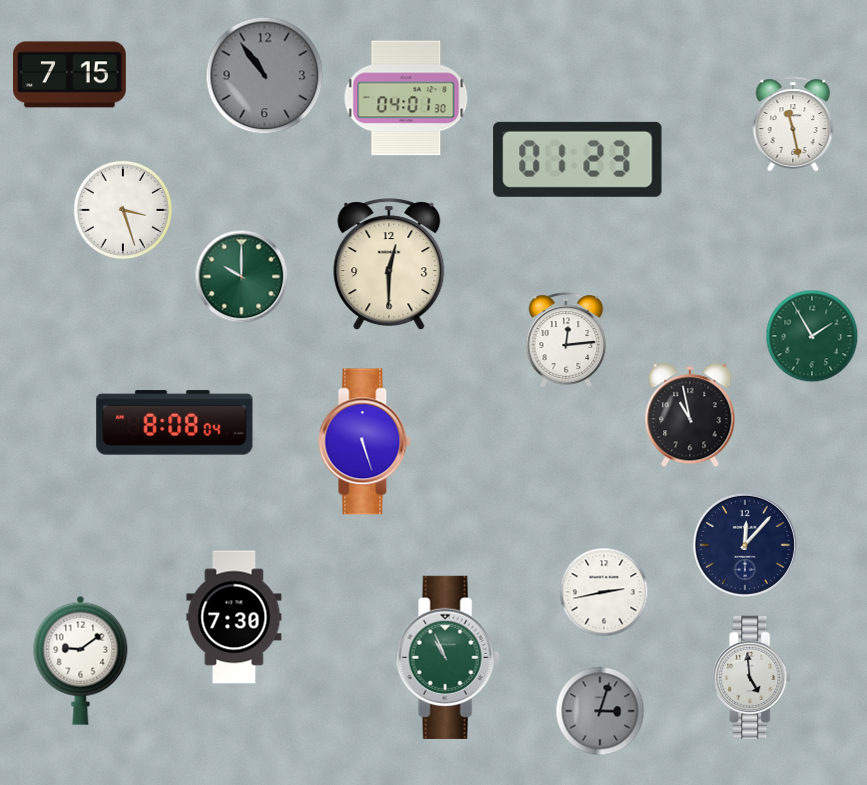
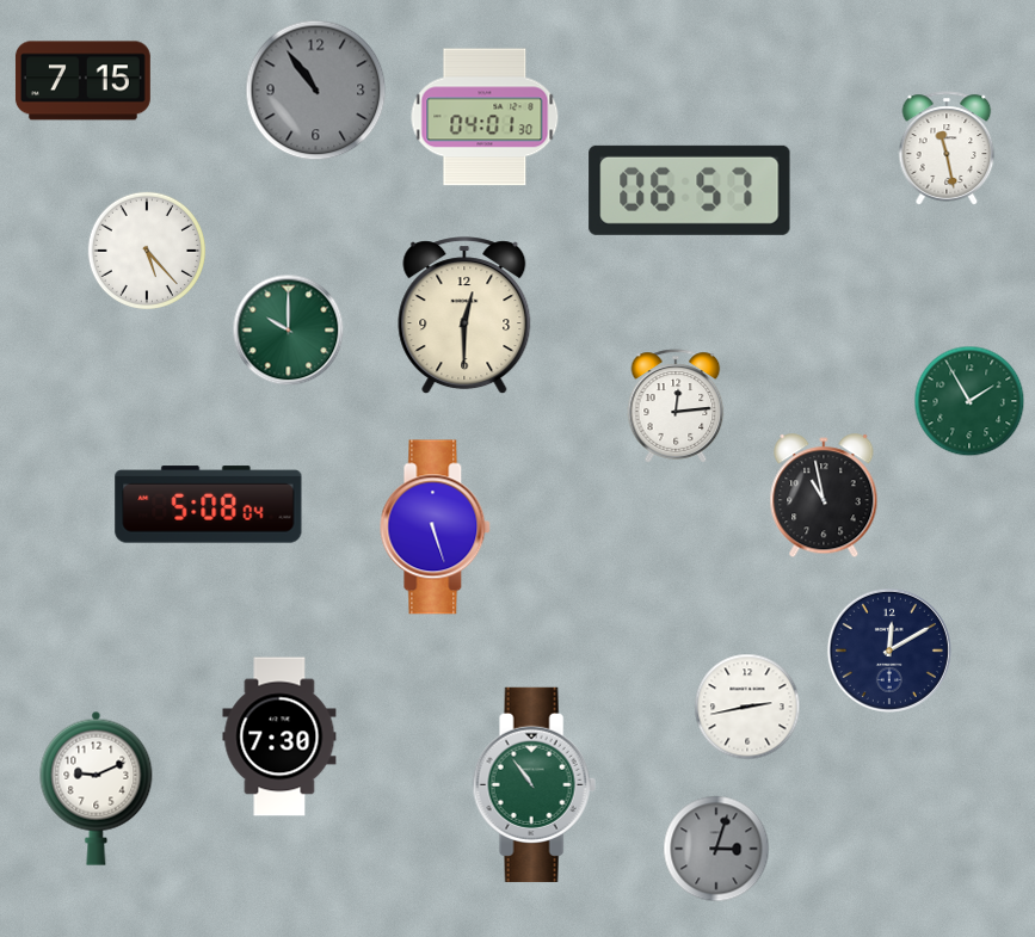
clock at (69, 75) position: (69, 75) -> (82, 81)
clock at (578, 159): 01:23 -> 06:57
clock at (122, 209): 3:27 -> 5:23
clock at (175, 423): 8:08 -> 5:08
clock at (745, 545): 12:07 -> 12:10
clock at (604, 592) position: (604, 592) -> (747, 707)
clock at (447, 657): 10:56 -> 10:54
clock at (81, 660): 9:09 -> 9:11
clock at (752, 678): 4:59 -> none
